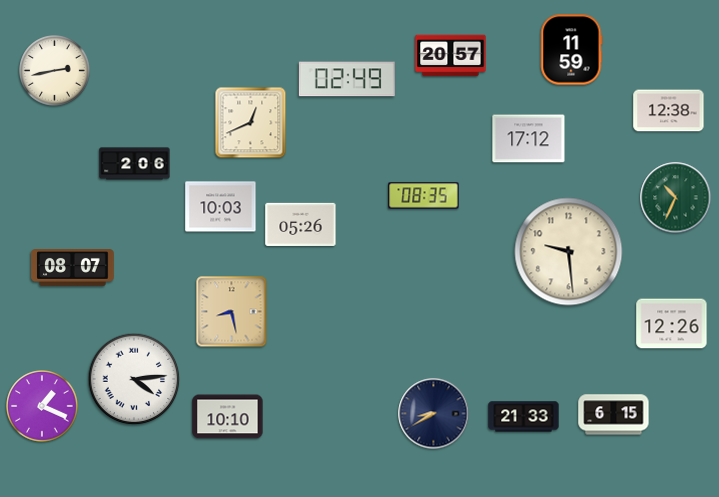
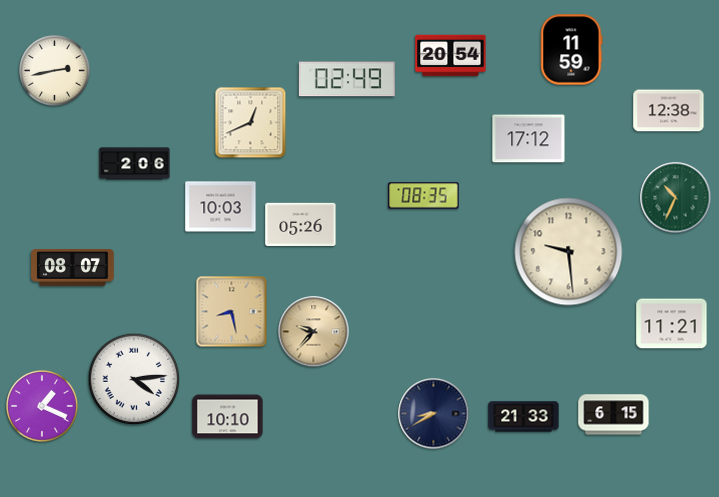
clock at (451, 56): 20:57 -> 20:54
clock at (672, 324): 12:26 -> 11:21
clock at (314, 332): none -> 9:37
